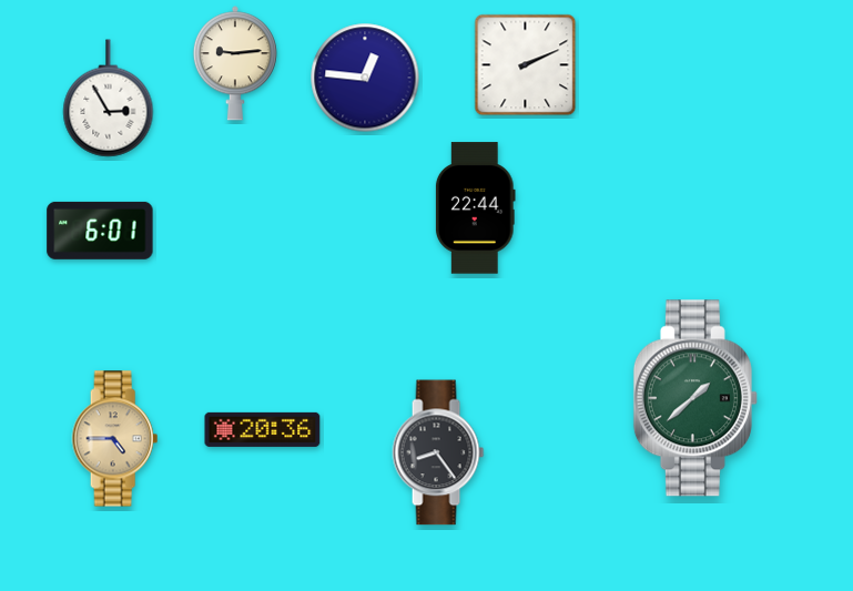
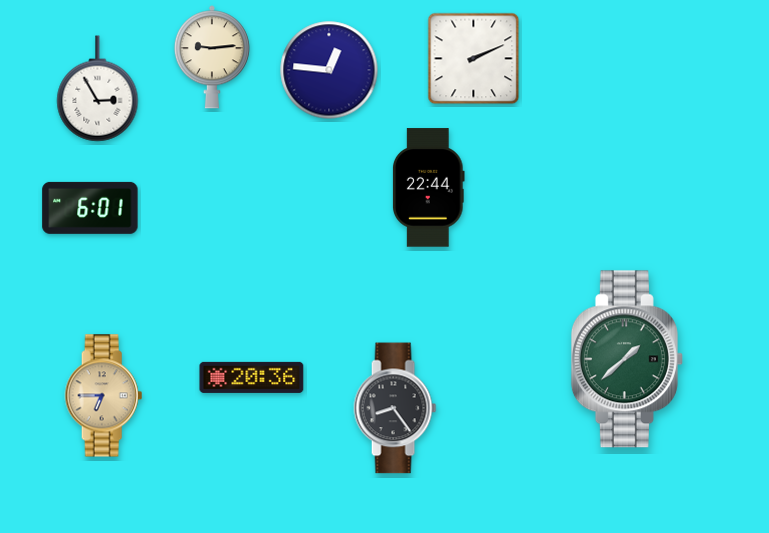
clock at (263, 429) position: (263, 429) -> (252, 377)
clock at (115, 439): 4:45 -> 6:45
